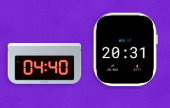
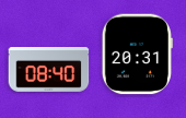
clock at (45, 64): 04:40 -> 08:40
